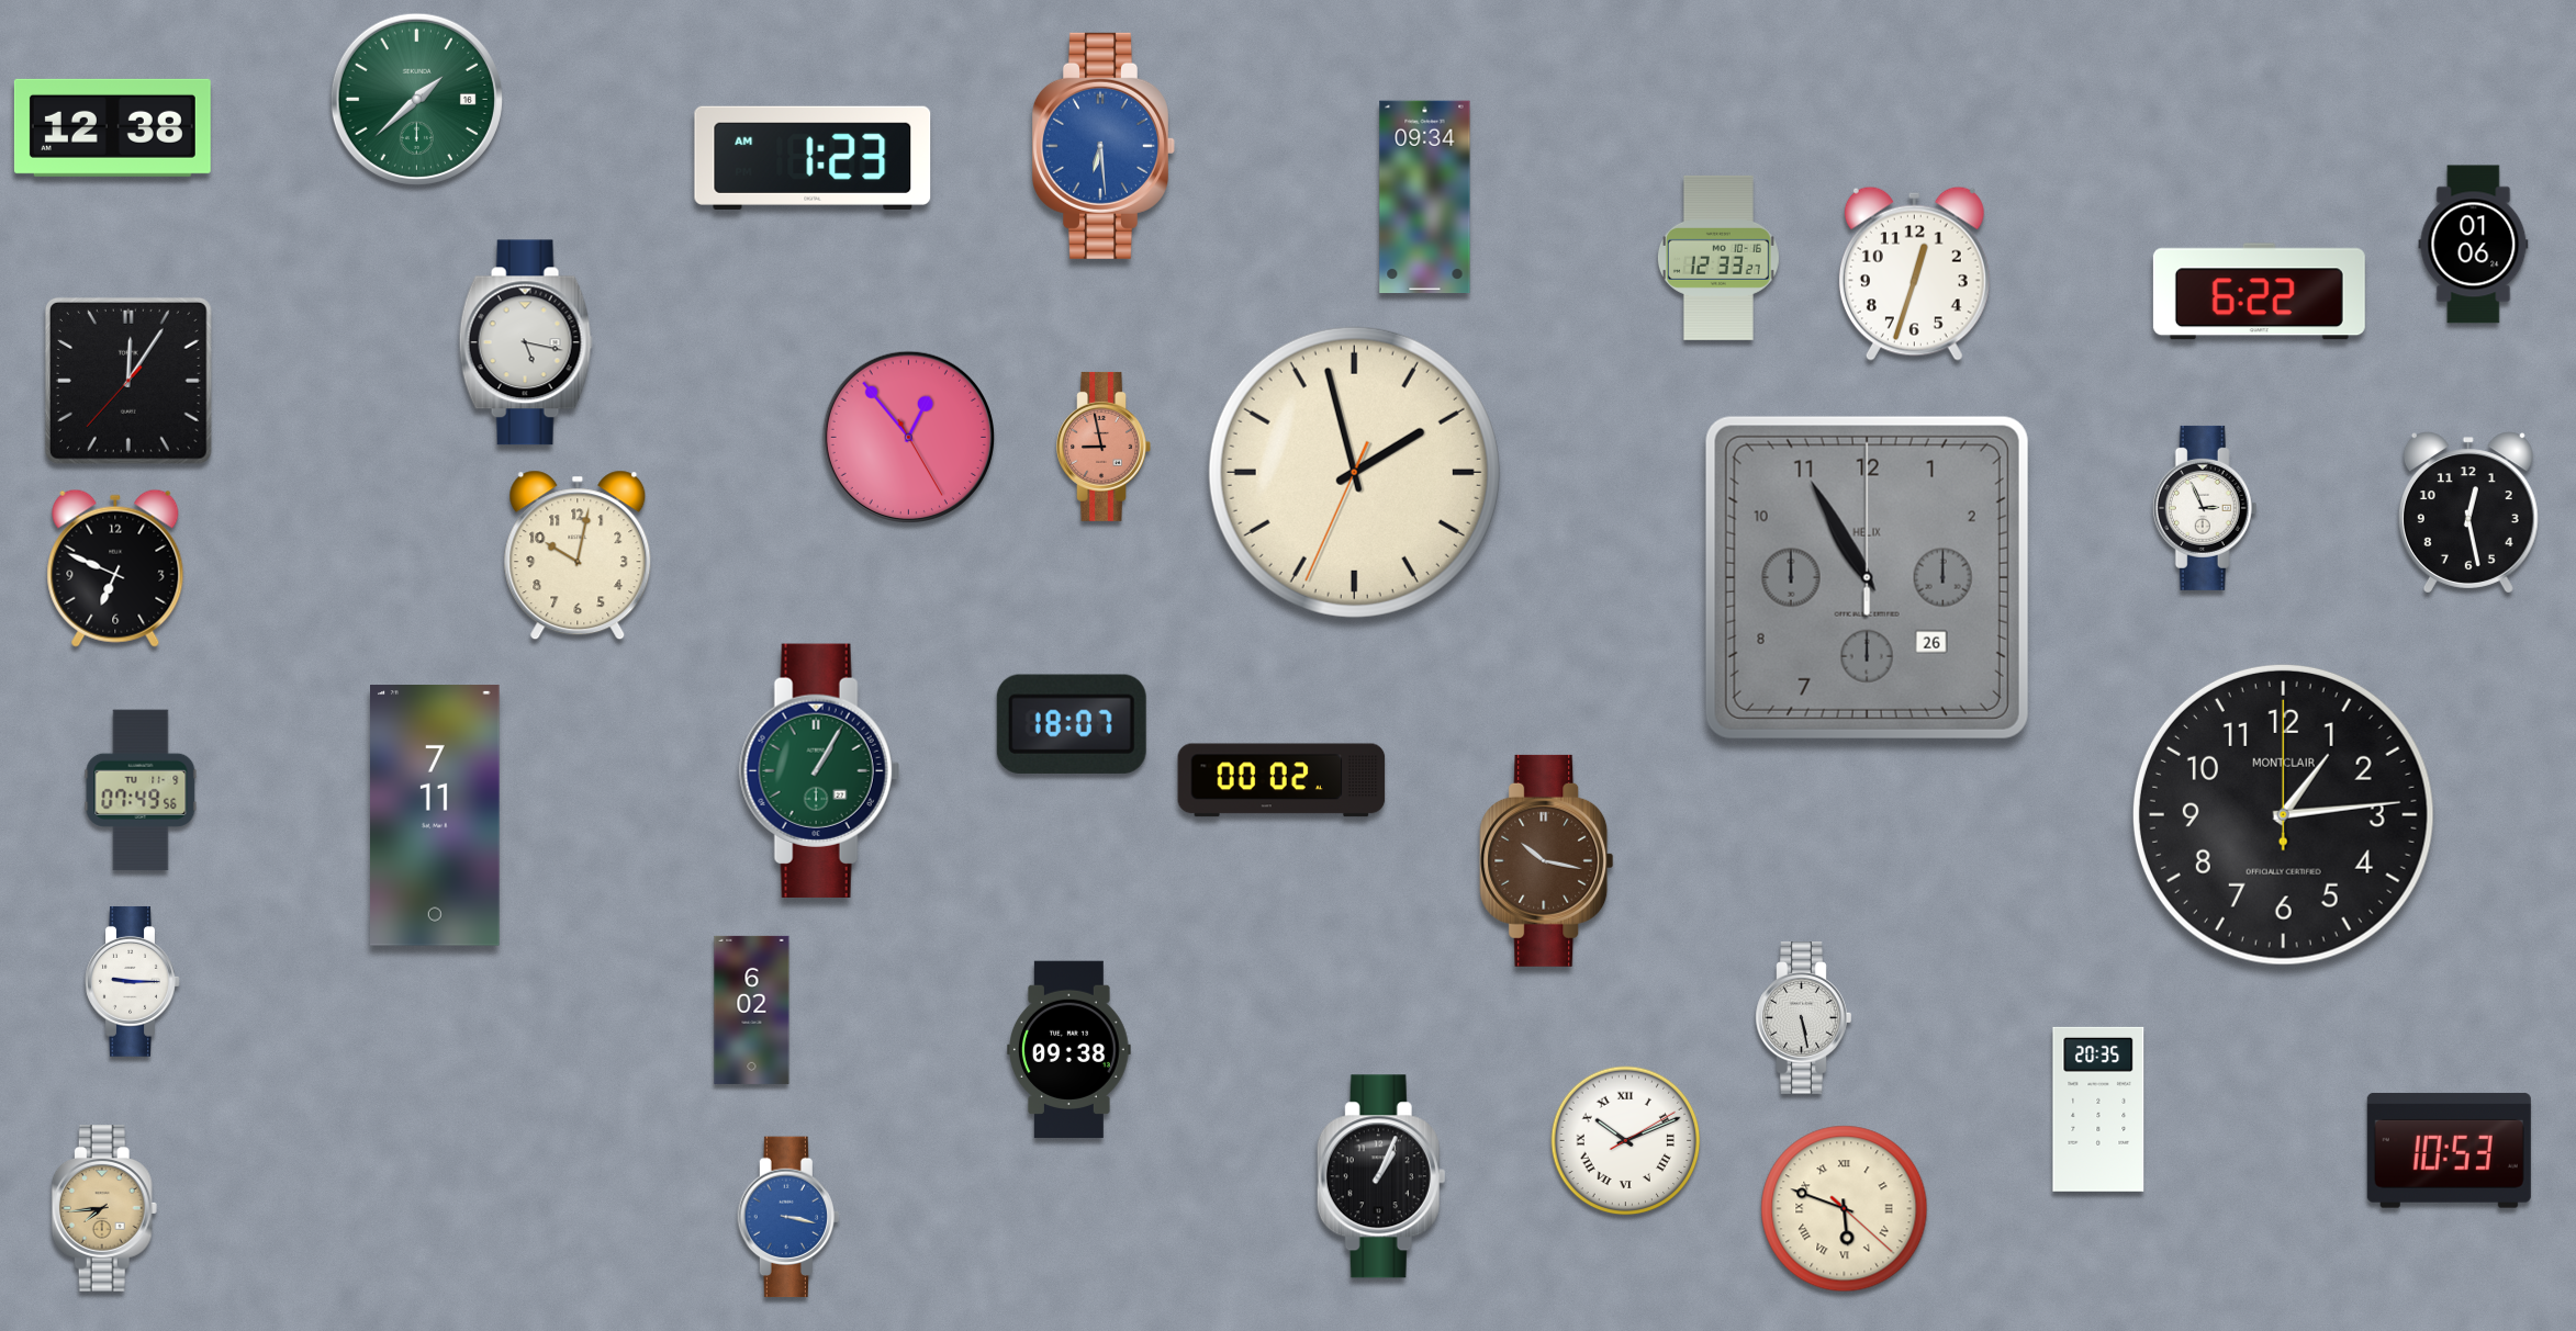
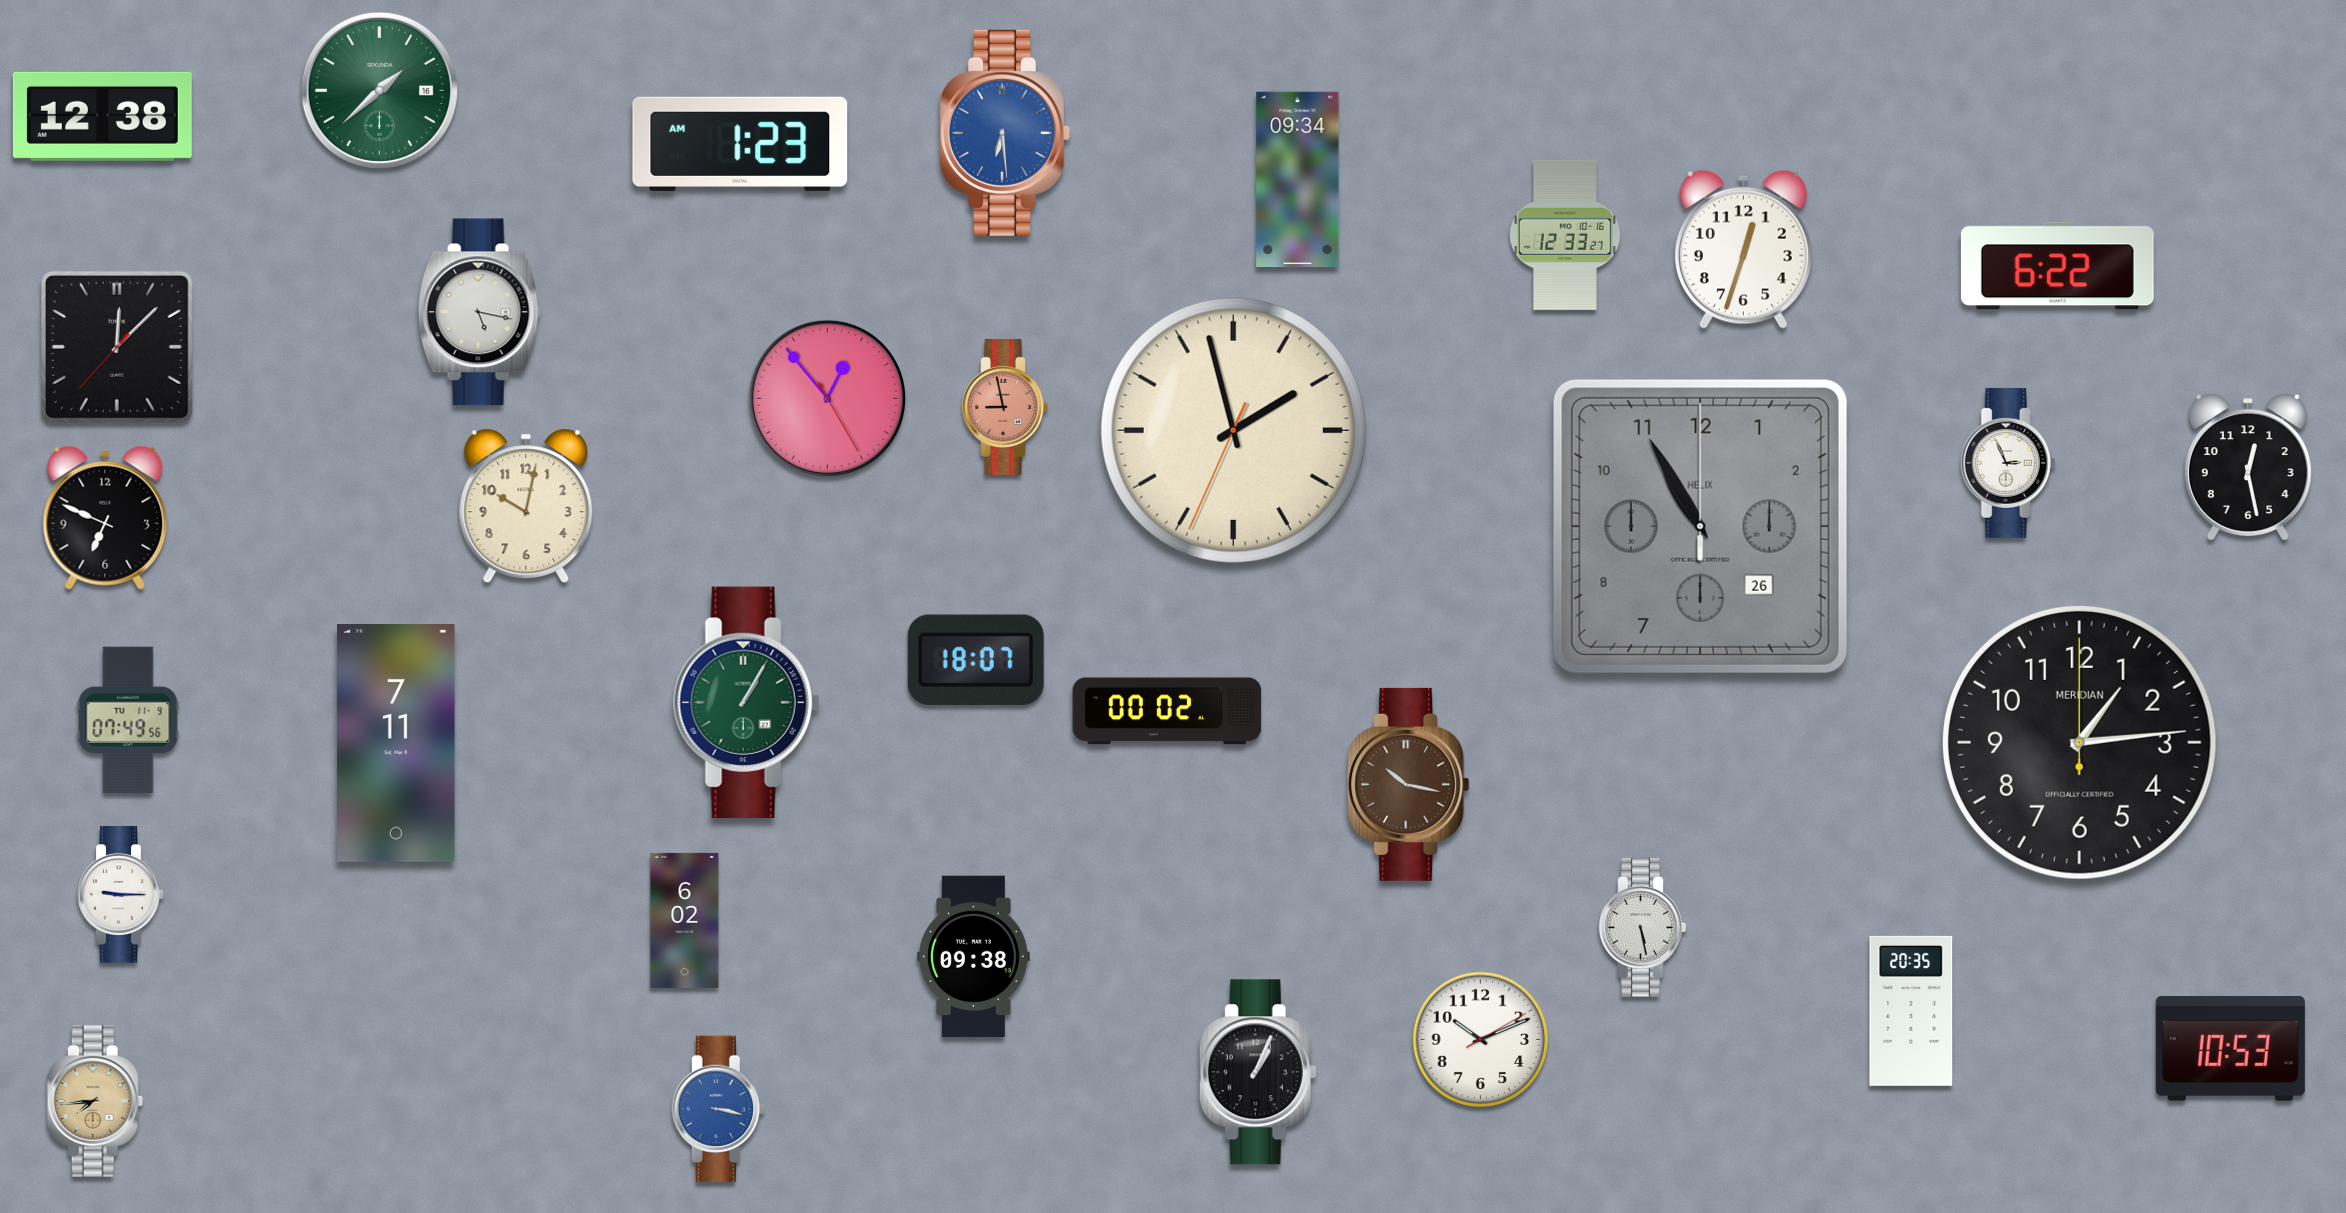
clock at (2474, 245): 01:06 -> none
clock at (128, 381): 12:05 -> 12:07
clock at (2283, 814) brand: MONTCLAIR -> MERIDIAN
clock at (1626, 1141) numerals: Roman -> Arabic
clock at (1845, 1209): 5:48 -> none
